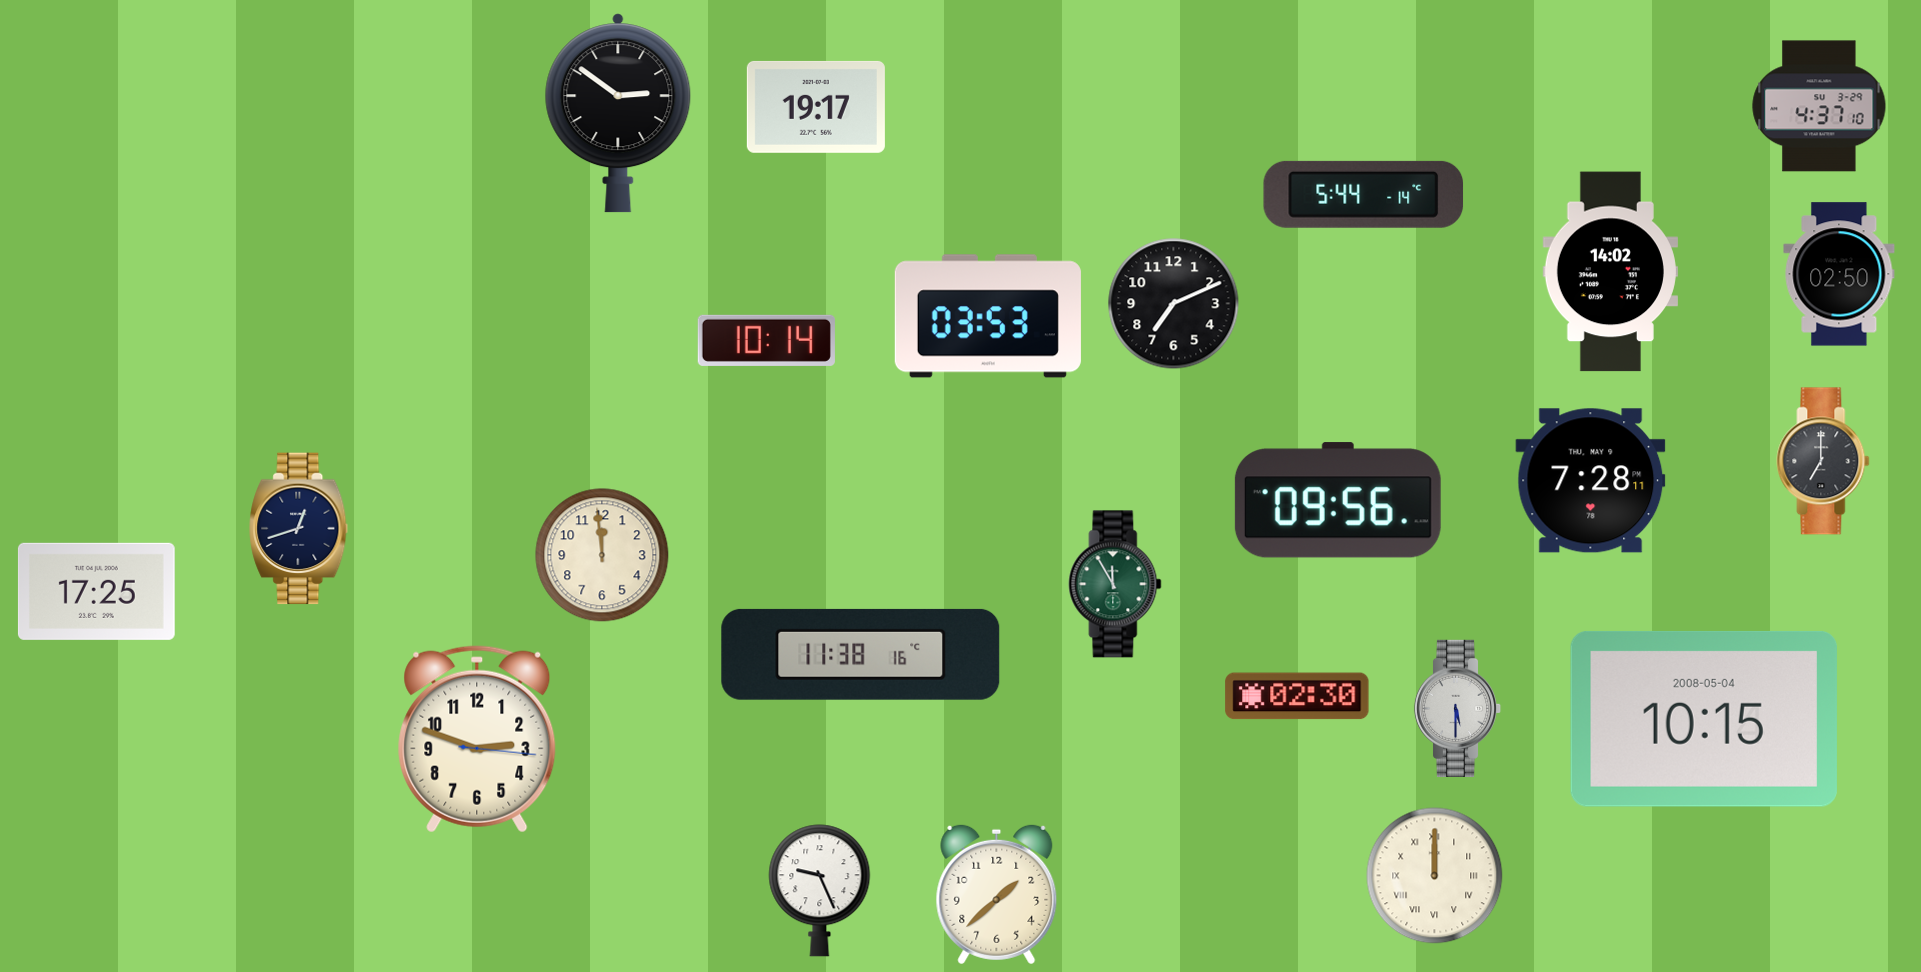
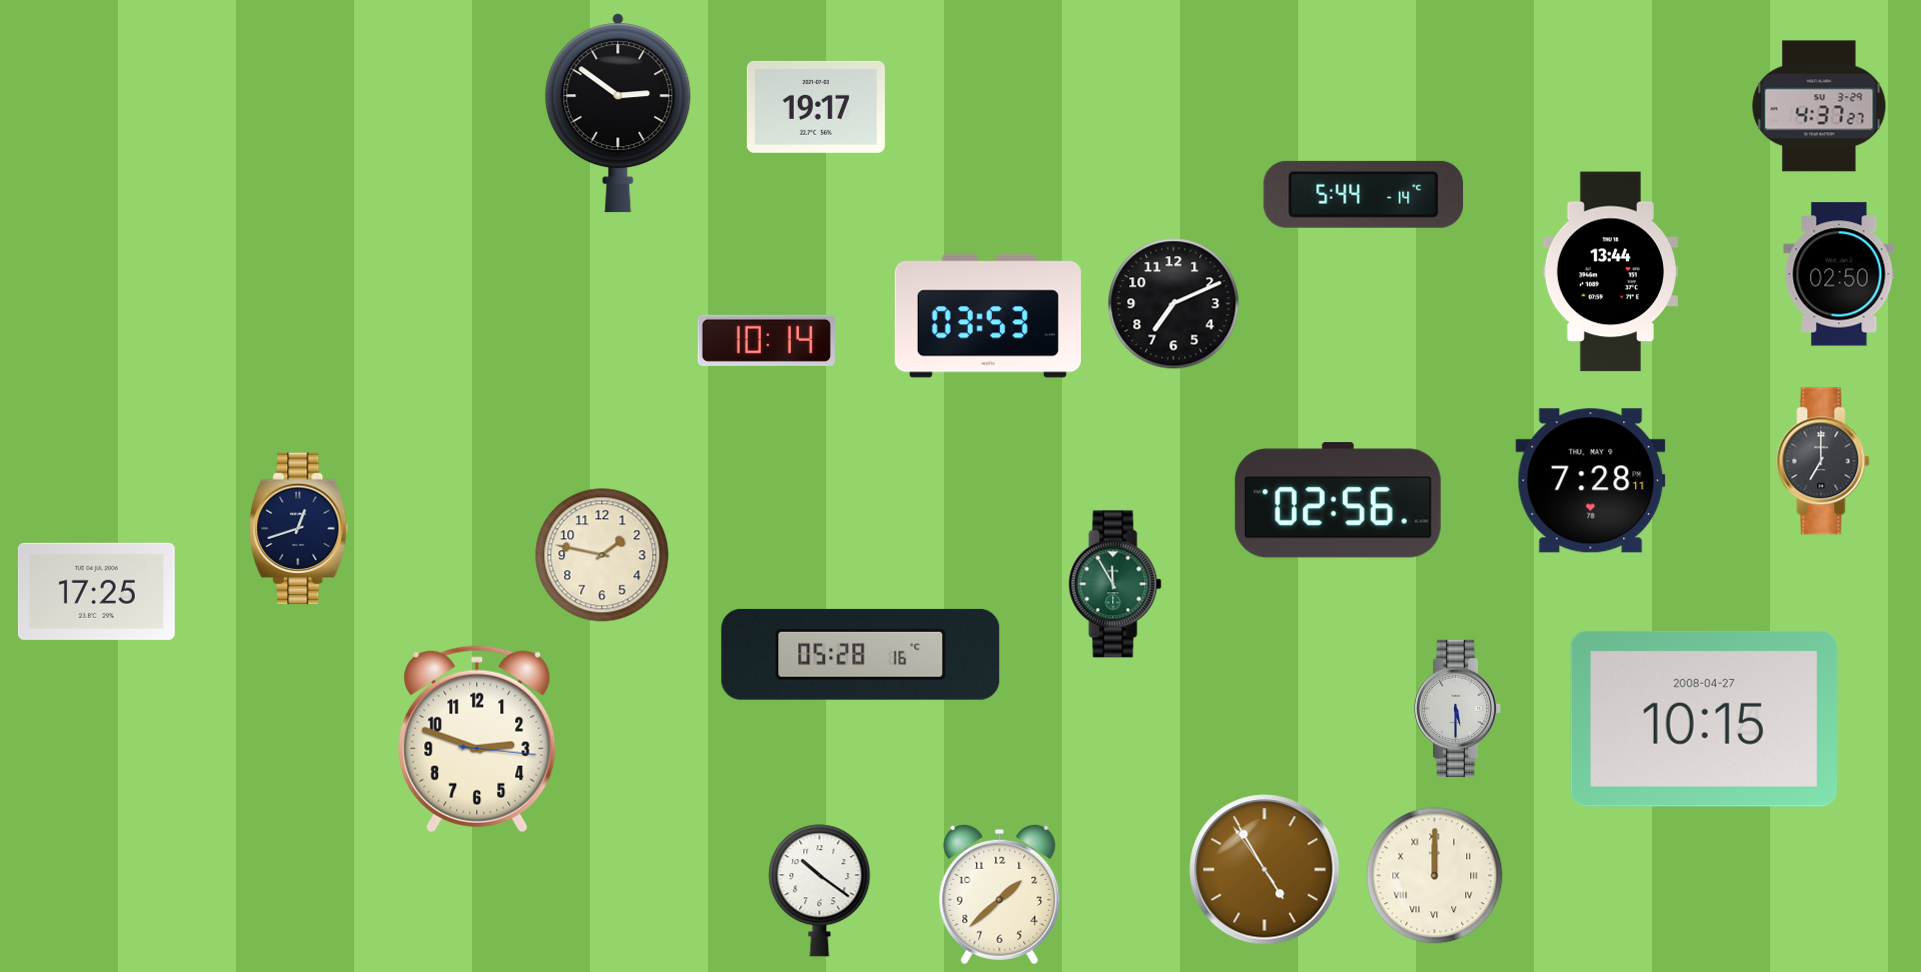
clock at (1819, 106): 4:37:10 -> 4:37:27
clock at (1610, 272): 14:02 -> 13:44
clock at (1338, 500): 09:56 -> 02:56
clock at (602, 555): 11:59 -> 1:47
clock at (861, 654): 11:38 -> 05:28
clock at (1297, 696): 02:30 -> none
clock at (1704, 719) date: 2008-05-04 -> 2008-04-27
clock at (1265, 870): none -> 4:54
clock at (820, 891): 9:26 -> 10:21
clock at (997, 895) position: (997, 895) -> (1000, 895)
